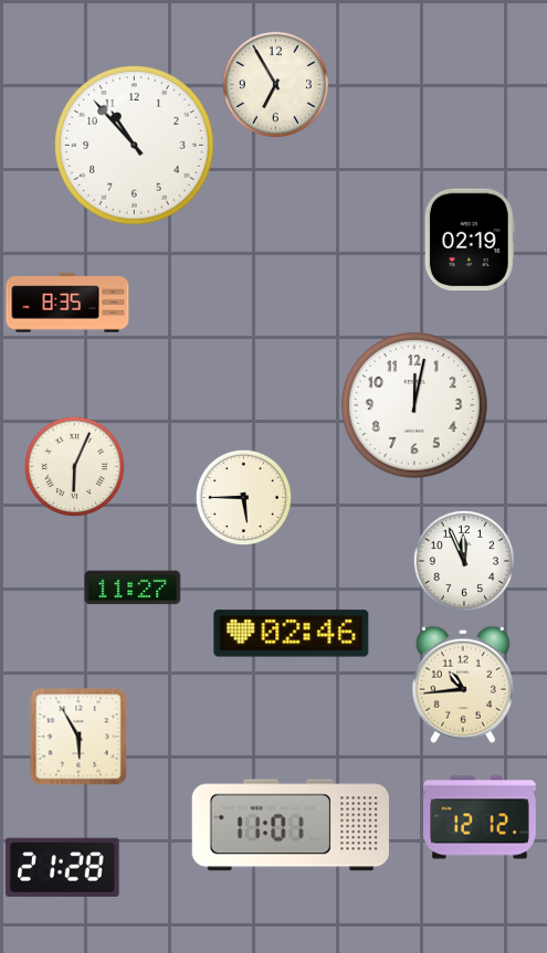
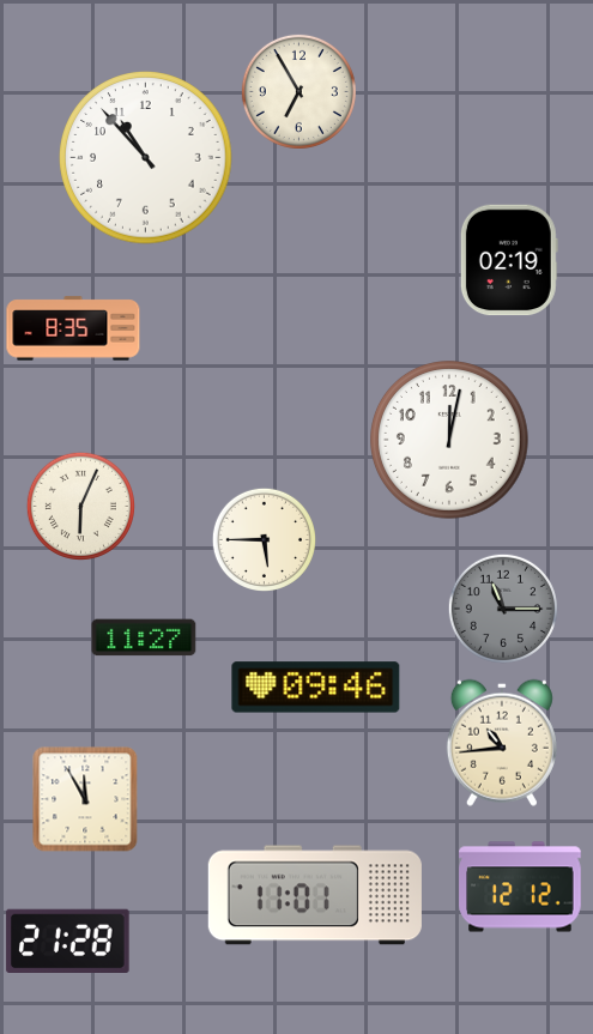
clock at (464, 561): 11:56 -> 11:15
clock at (464, 561) dial: white -> grey
clock at (292, 634): 02:46 -> 09:46
clock at (78, 737): 5:55 -> 11:55
